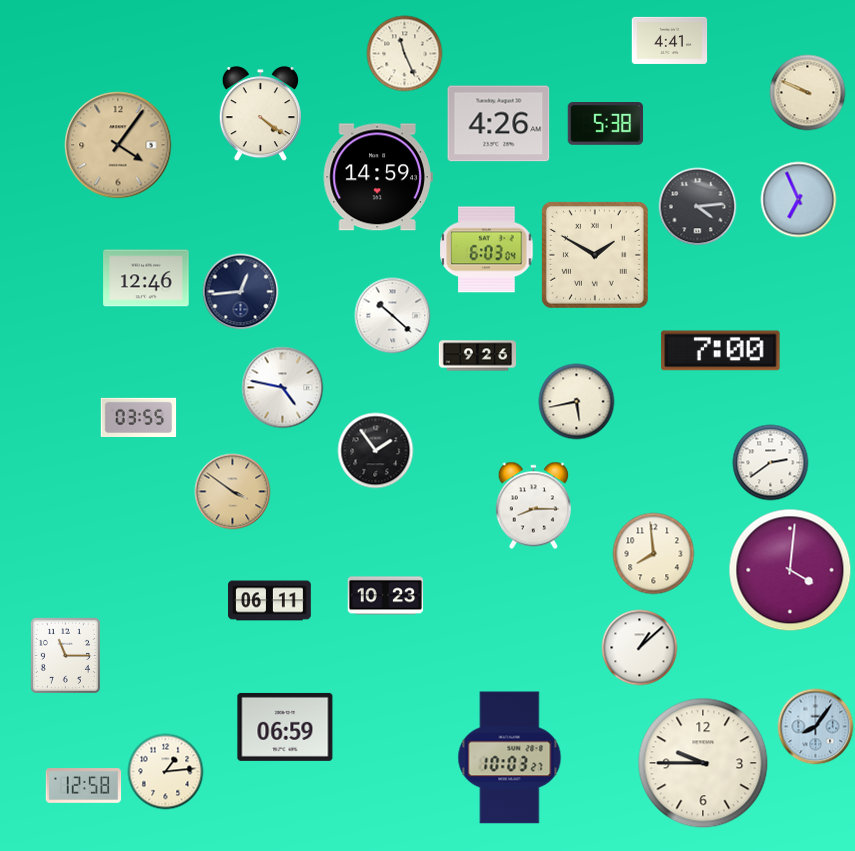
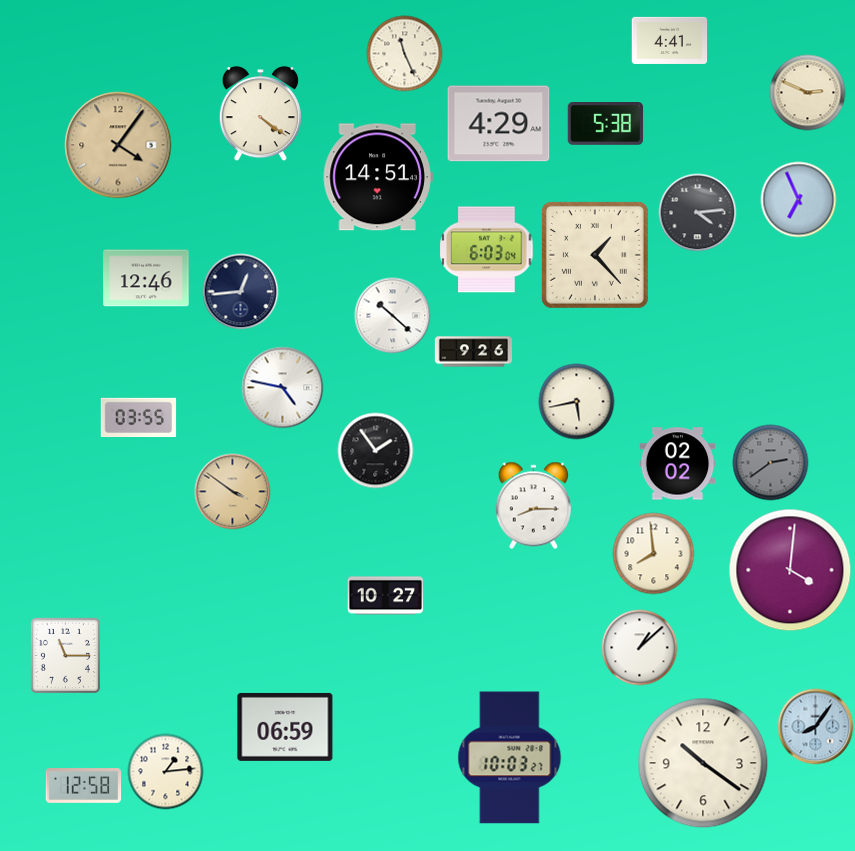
clock at (808, 93): 9:49 -> 2:49
clock at (499, 124): 4:26 -> 4:29
clock at (378, 177): 14:59 -> 14:51
clock at (698, 207) position: (698, 207) -> (698, 213)
clock at (595, 255): 1:50 -> 1:23
clock at (721, 351): 7:00 -> none
clock at (477, 356) position: (477, 356) -> (473, 352)
clock at (771, 463) dial: white -> grey
clock at (678, 464): none -> 02:02
clock at (386, 596): 10:23 -> 10:27
clock at (270, 601): 06:11 -> none
clock at (703, 763): 9:45 -> 10:21
